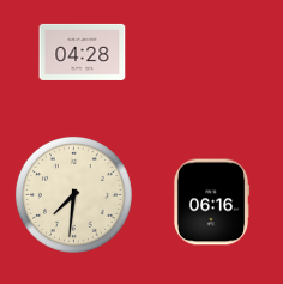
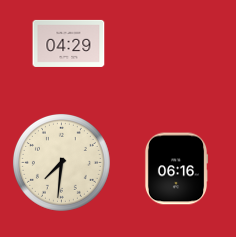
clock at (83, 52): 04:28 -> 04:29
